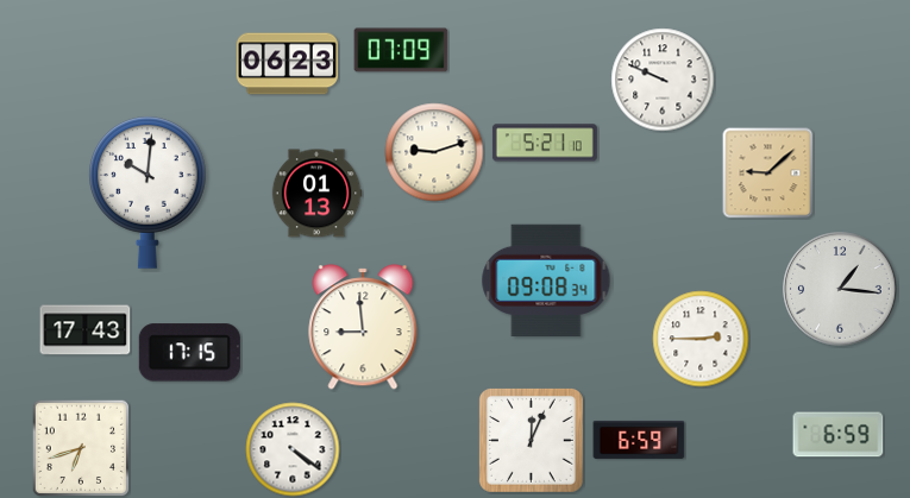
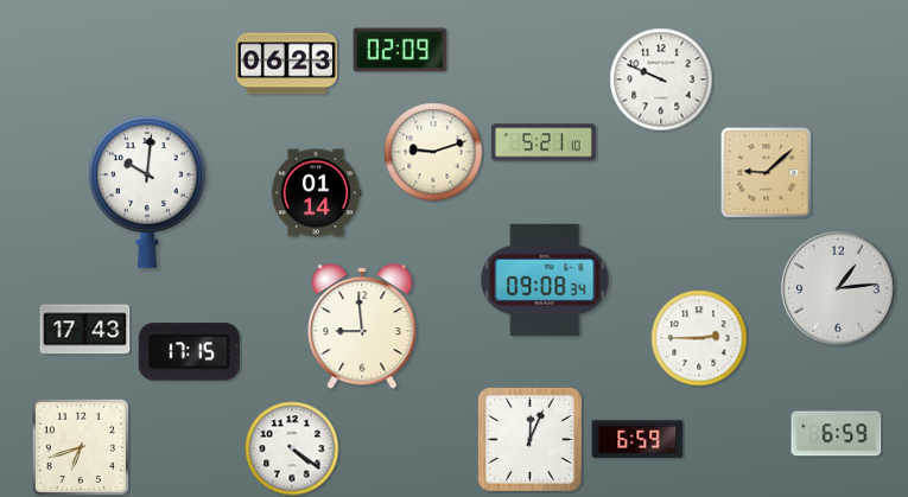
clock at (401, 50): 07:09 -> 02:09
clock at (316, 194): 01:13 -> 01:14
clock at (840, 289): 1:16 -> 1:14
